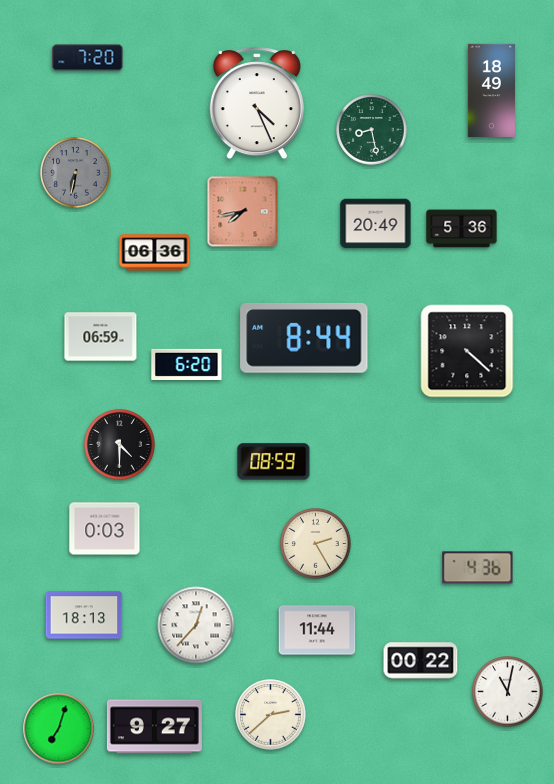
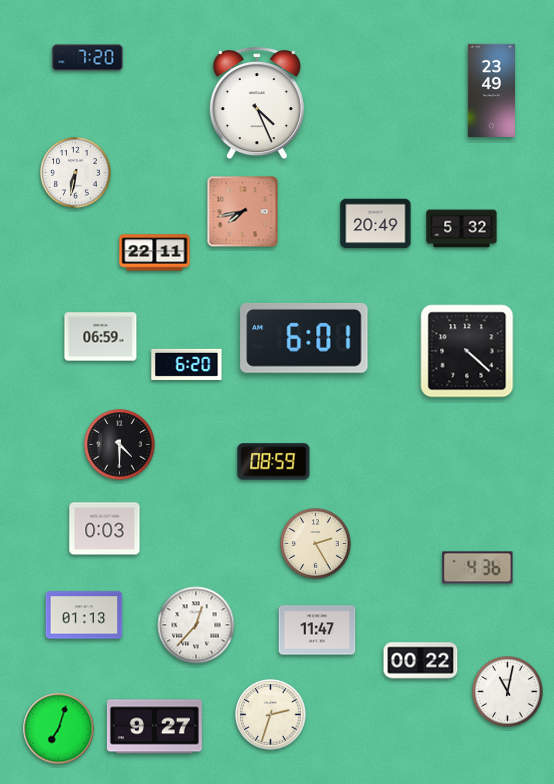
clock at (491, 90): 18:49 -> 23:49
clock at (372, 130): 8:28 -> none
clock at (76, 173) dial: grey -> white
clock at (462, 229): 5:36 -> 5:32
clock at (155, 253): 06:36 -> 22:11
clock at (304, 338): 8:44 -> 6:01
clock at (84, 615): 18:13 -> 01:13
clock at (317, 630): 11:44 -> 11:47
clock at (271, 715): 2:38 -> 2:33
